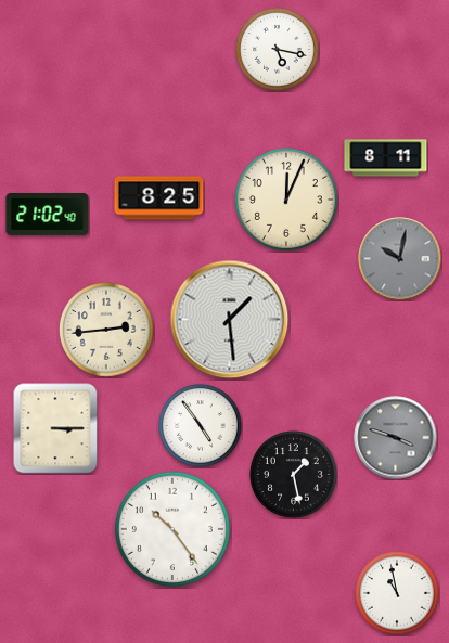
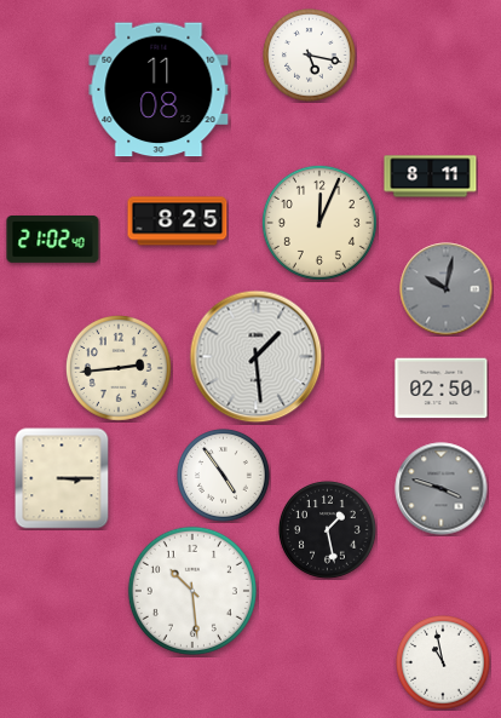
clock at (159, 90): none -> 11:08
clock at (442, 389): none -> 02:50
clock at (172, 529): 10:24 -> 10:29
